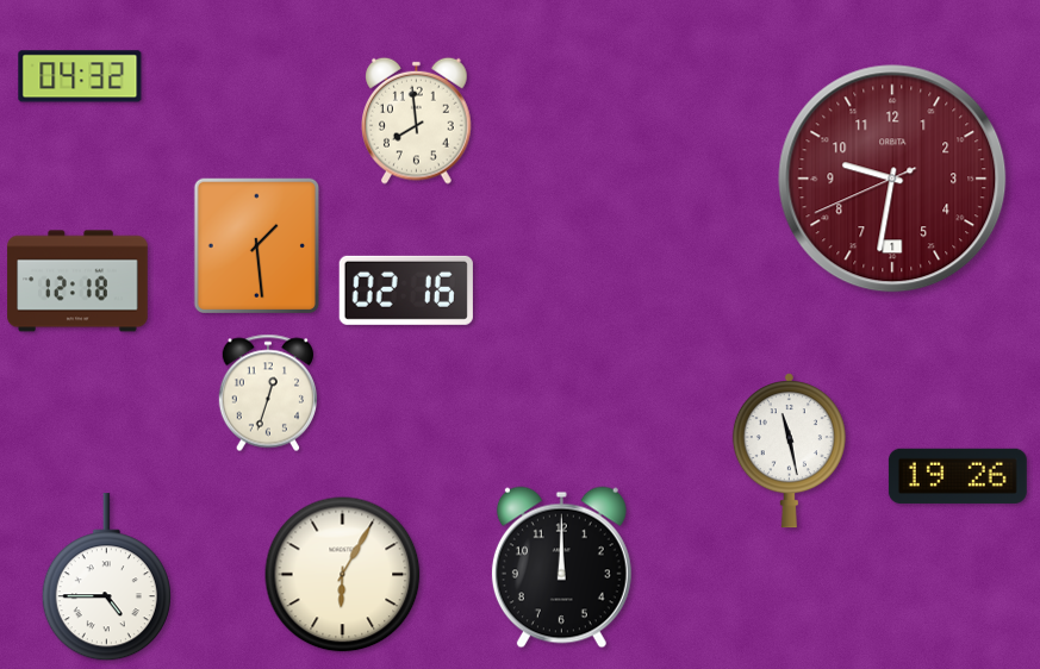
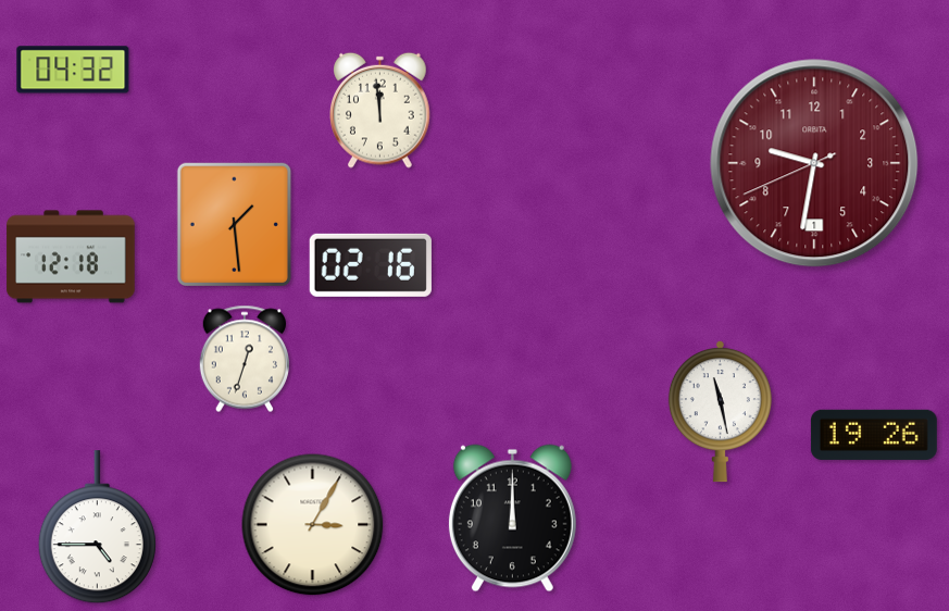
clock at (417, 120): 7:59 -> 11:59
clock at (343, 575): 6:05 -> 3:05
